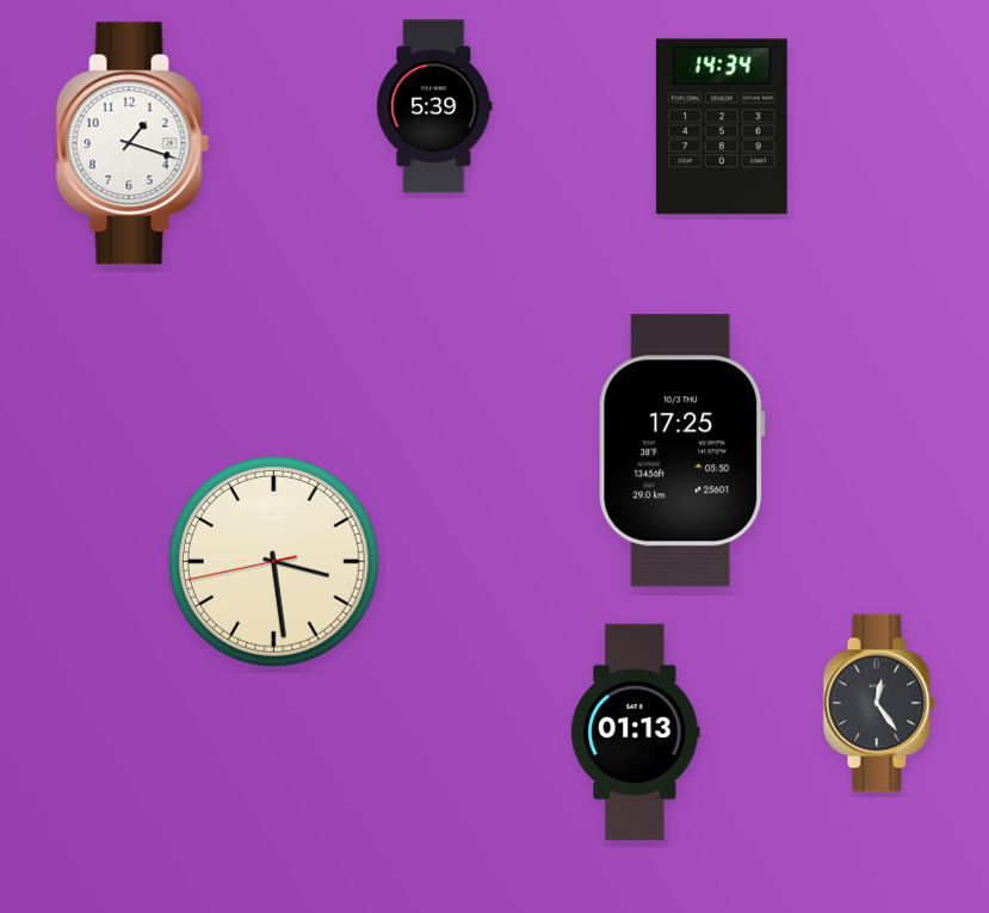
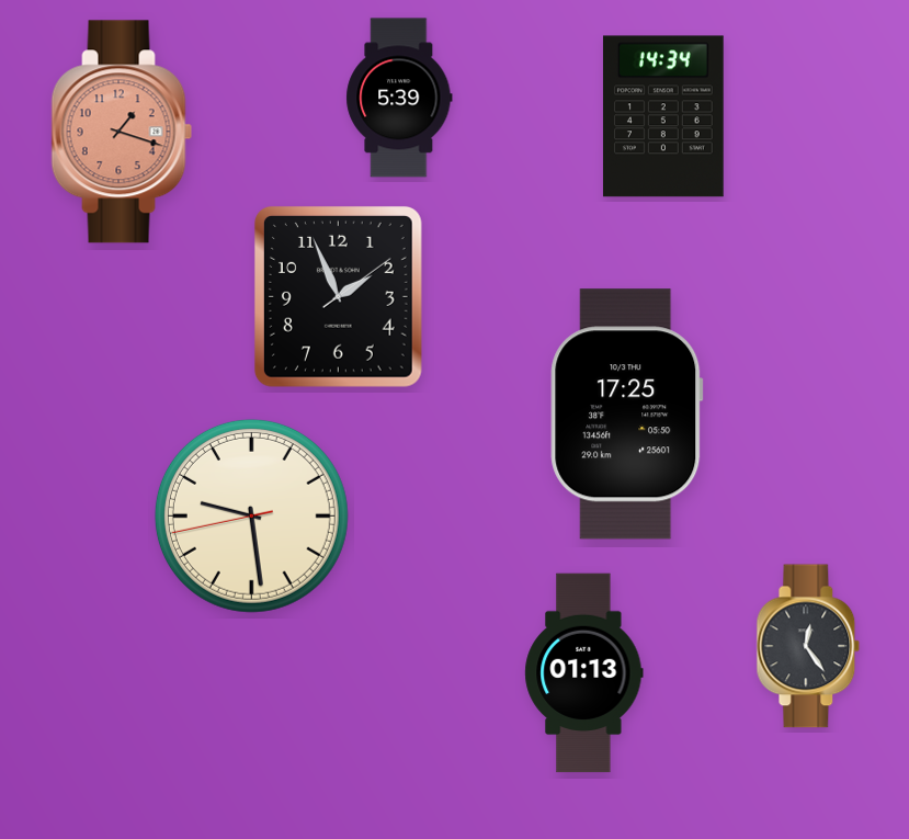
clock at (132, 143) dial: white -> salmon
clock at (338, 296): none -> 1:56
clock at (273, 561): 3:28 -> 9:28
